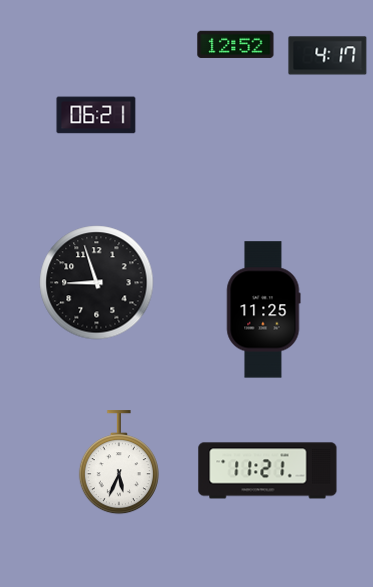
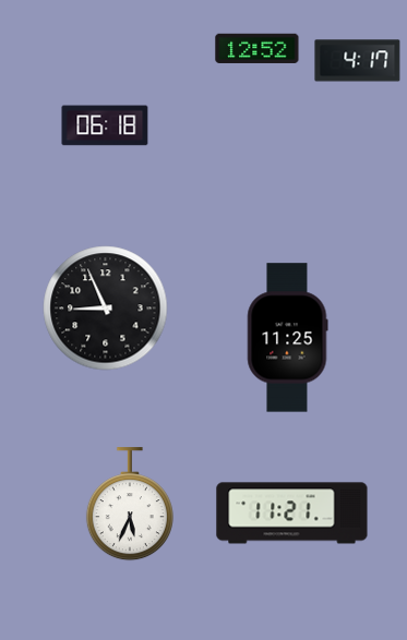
clock at (96, 115): 06:21 -> 06:18
clock at (97, 283): 8:57 -> 8:56
